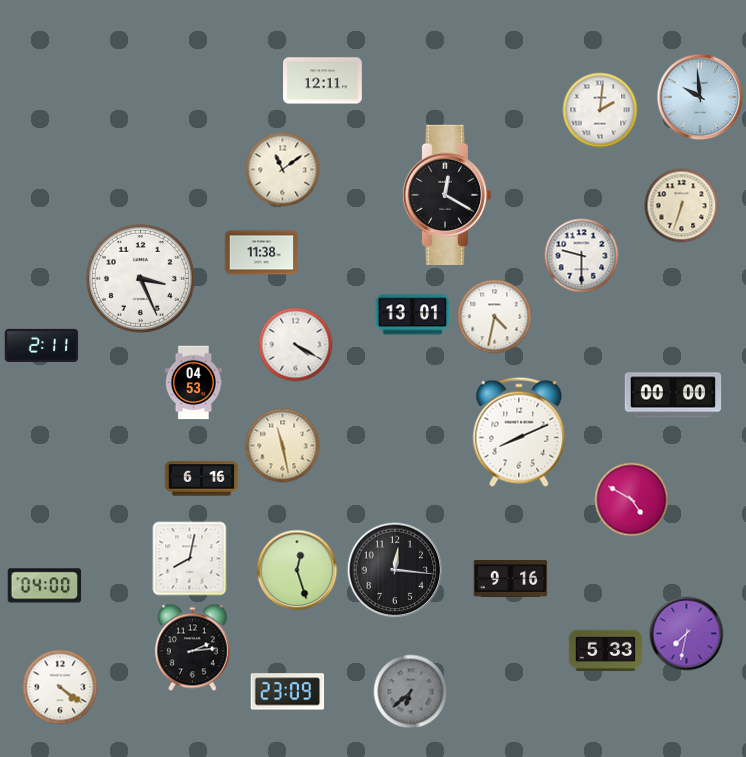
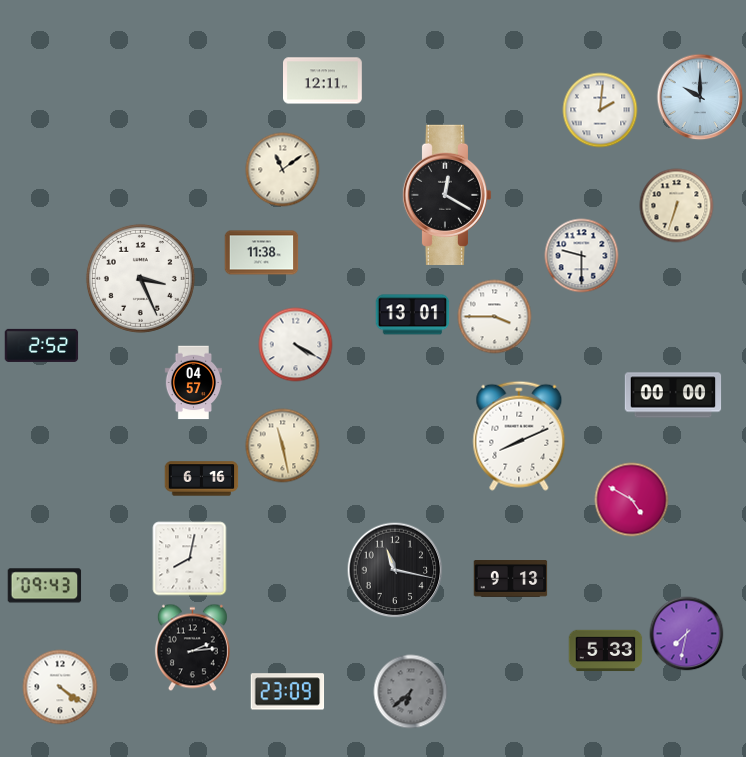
clock at (700, 97): 9:59 -> 10:00
clock at (682, 206) position: (682, 206) -> (677, 206)
clock at (495, 317): 4:32 -> 3:45
clock at (42, 345): 2:11 -> 2:52
clock at (193, 383): 04:53 -> 04:57
clock at (519, 432) position: (519, 432) -> (519, 436)
clock at (297, 570): 12:27 -> none
clock at (395, 570): 12:16 -> 11:17
clock at (511, 579): 9:16 -> 9:13
clock at (45, 586): 04:00 -> 09:43
